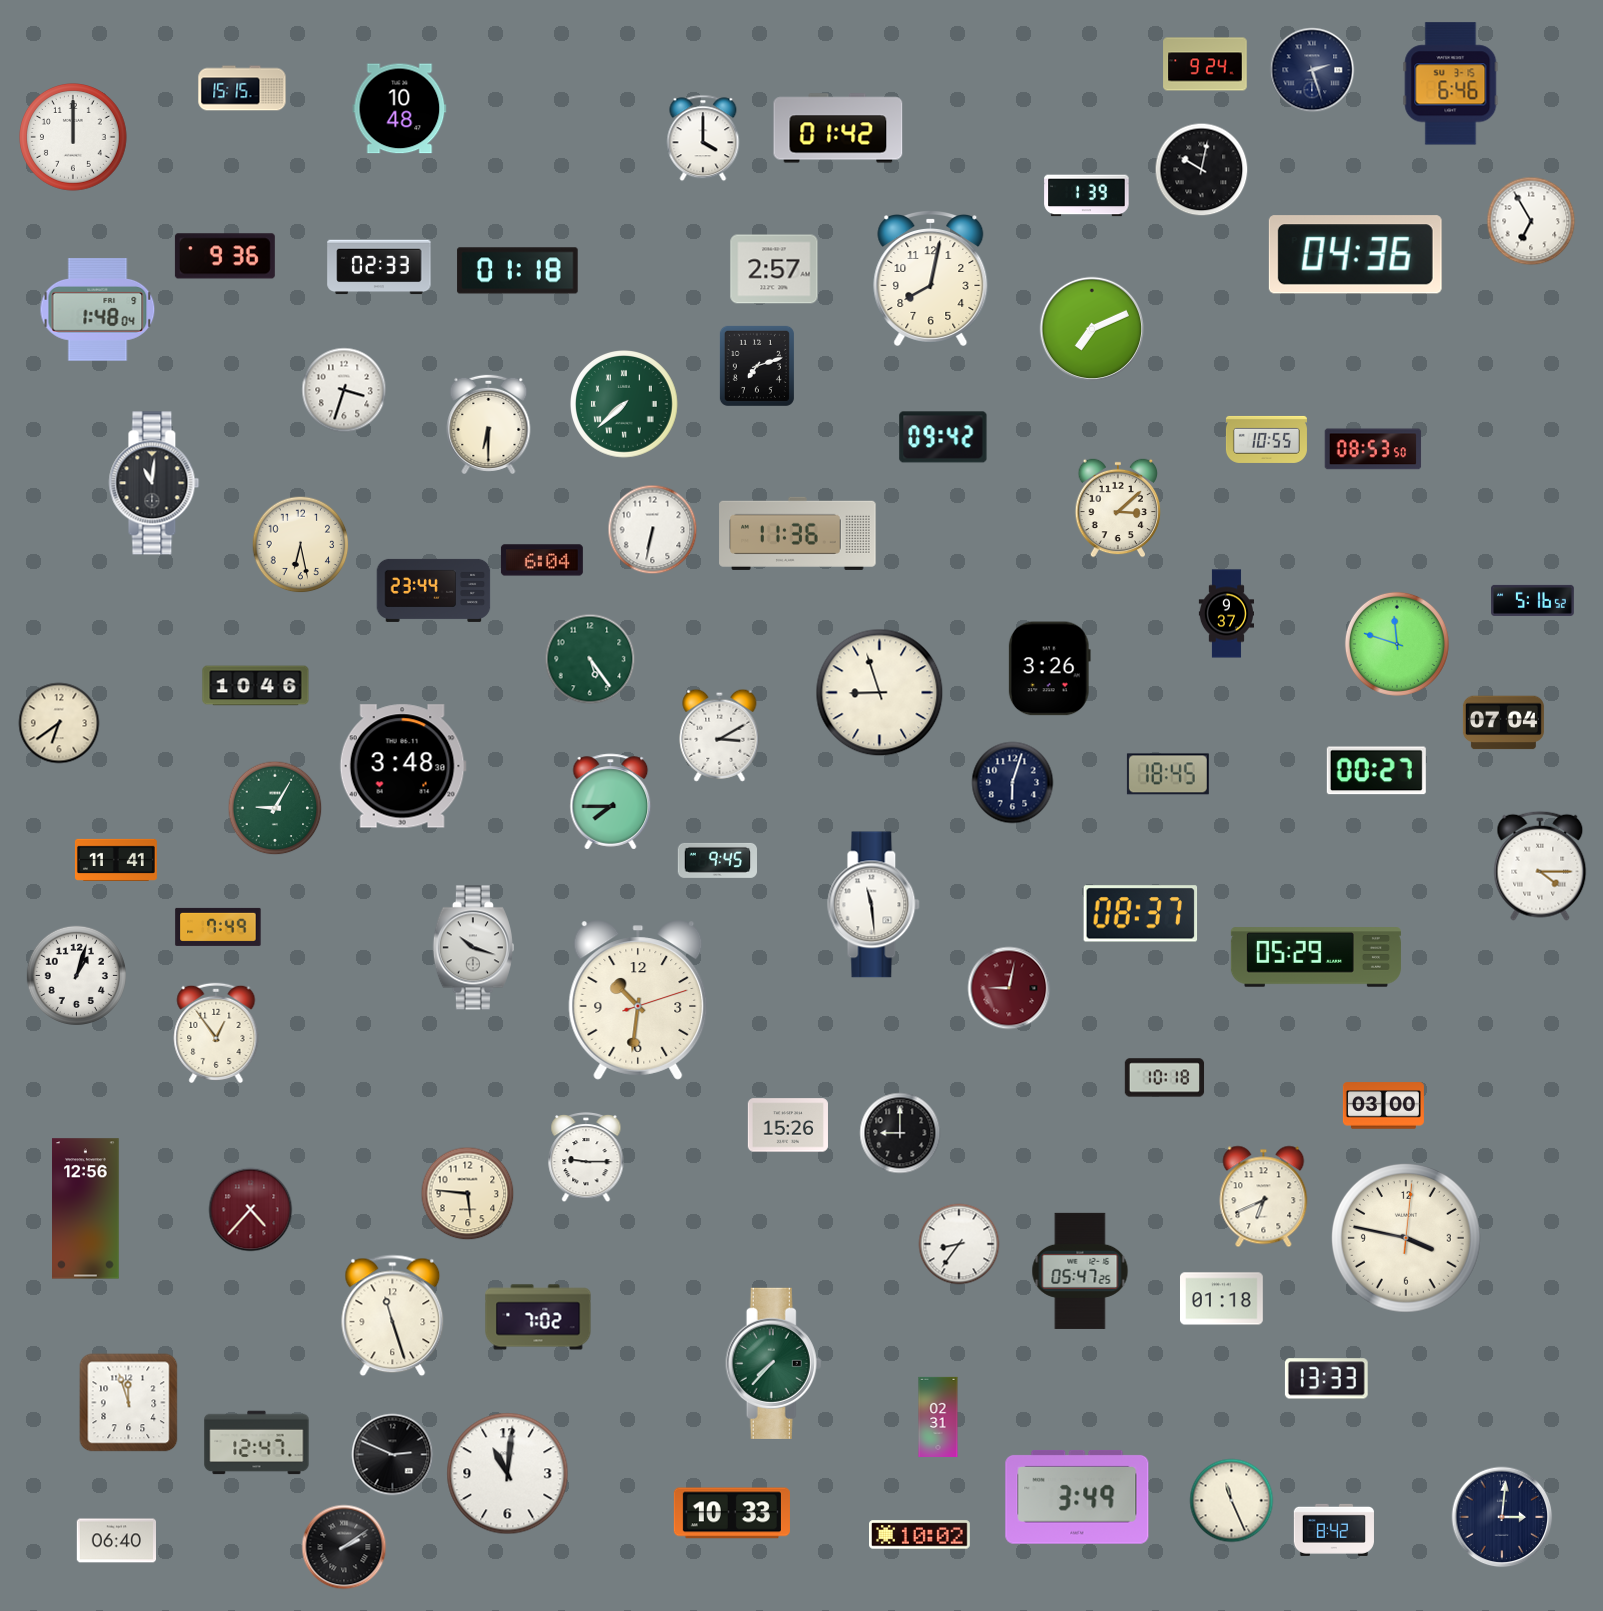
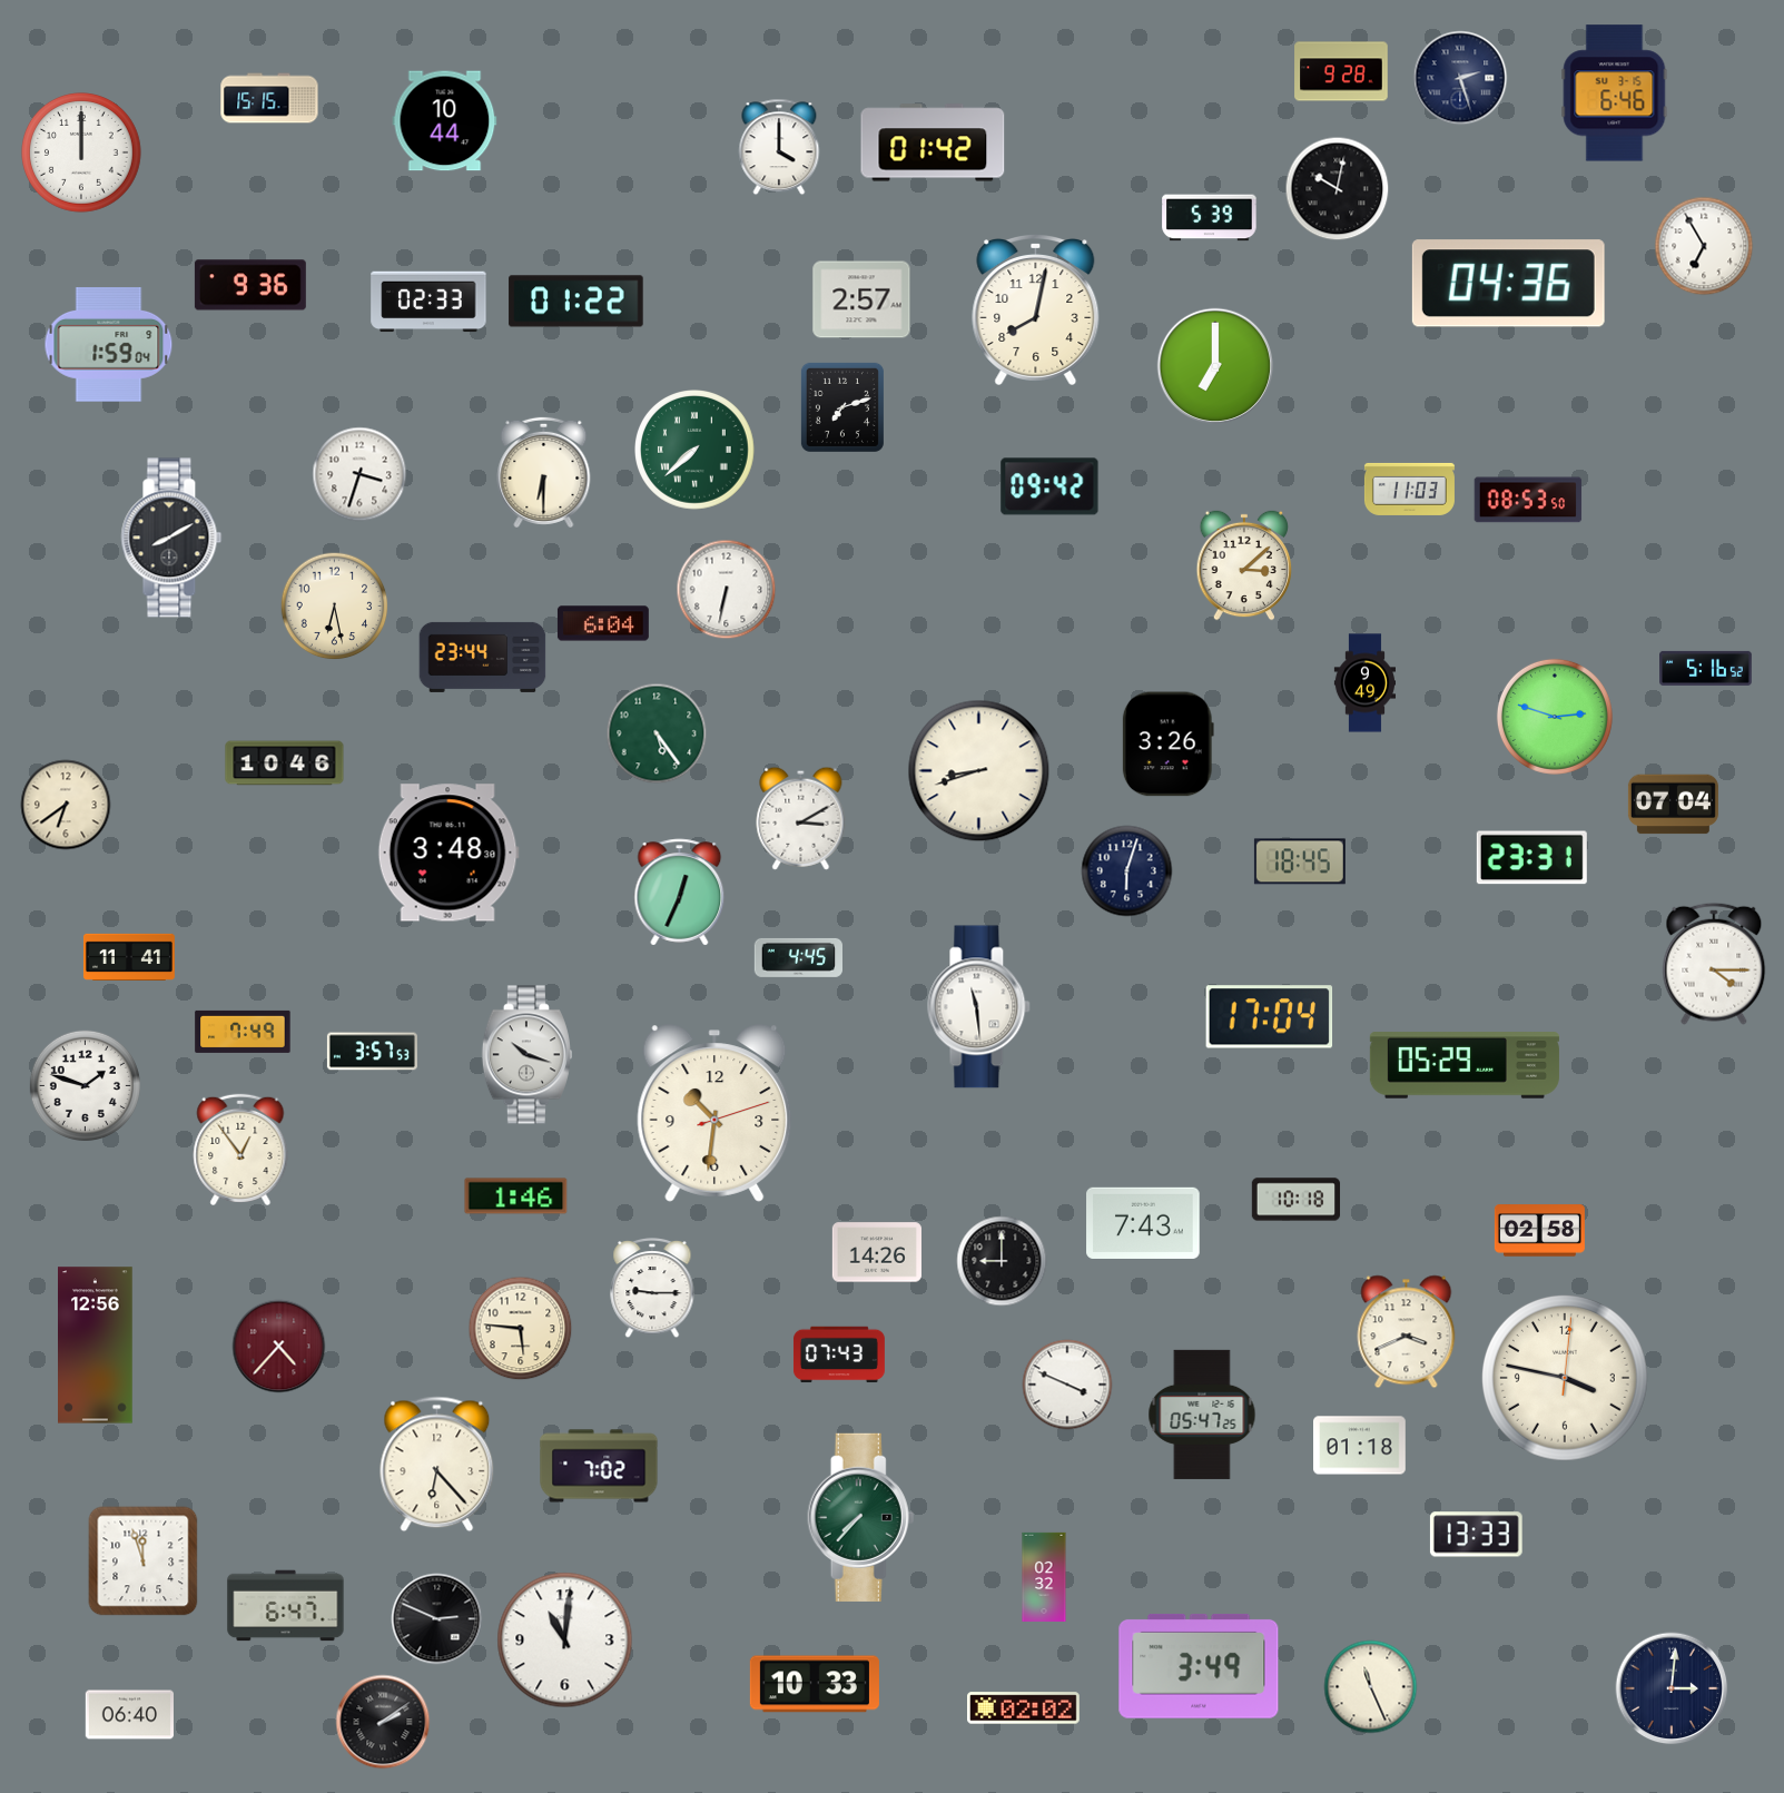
clock at (1205, 64): 9:24 -> 9:28
clock at (400, 109): 10:48 -> 10:44
clock at (703, 138) position: (703, 138) -> (779, 147)
clock at (1087, 196): 1:39 -> 5:39
clock at (379, 267) position: (379, 267) -> (428, 302)
clock at (518, 271): 01:18 -> 01:22
clock at (98, 310): 1:48 -> 1:59
clock at (1092, 329): 7:11 -> 7:00
clock at (344, 390) position: (344, 390) -> (359, 474)
clock at (1266, 439): 10:55 -> 11:03
clock at (154, 483): 11:01 -> 8:10
clock at (798, 533): 11:36 -> none
clock at (1226, 614): 9:37 -> 9:49
clock at (1397, 644): 11:48 -> 2:48
clock at (880, 693): 8:57 -> 8:42
clock at (1376, 771): 00:27 -> 23:31
clock at (611, 802): 7:45 -> 12:34
clock at (275, 808): 9:05 -> none
clock at (717, 860): 9:45 -> 4:45
clock at (874, 905) position: (874, 905) -> (979, 1007)
clock at (1141, 914): 08:37 -> 17:04
clock at (372, 1052): none -> 3:57
clock at (76, 975): 1:03 -> 1:48
clock at (1009, 988): 9:02 -> none
clock at (638, 1000) position: (638, 1000) -> (714, 1113)
clock at (516, 1196): none -> 1:46
clock at (1143, 1223): none -> 7:43
clock at (1383, 1106): 03:00 -> 02:58
clock at (788, 1125): 15:26 -> 14:26
clock at (1264, 1197): 6:41 -> 3:41
clock at (839, 1354): none -> 07:43
clock at (959, 1244): 8:36 -> 3:49
clock at (393, 1316): 11:27 -> 6:23
clock at (938, 1416): 02:31 -> 02:32
clock at (257, 1443): 12:47 -> 6:47
clock at (1232, 1501) position: (1232, 1501) -> (1371, 1687)
clock at (1334, 1530): 8:42 -> none
clock at (920, 1535): 10:02 -> 02:02
